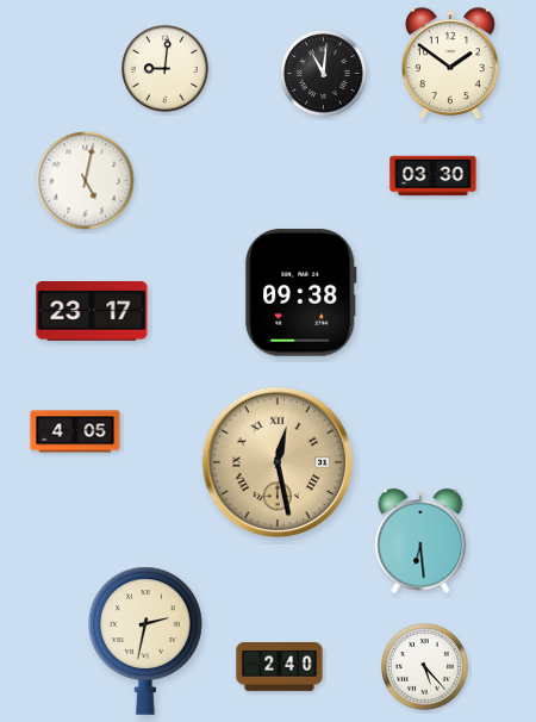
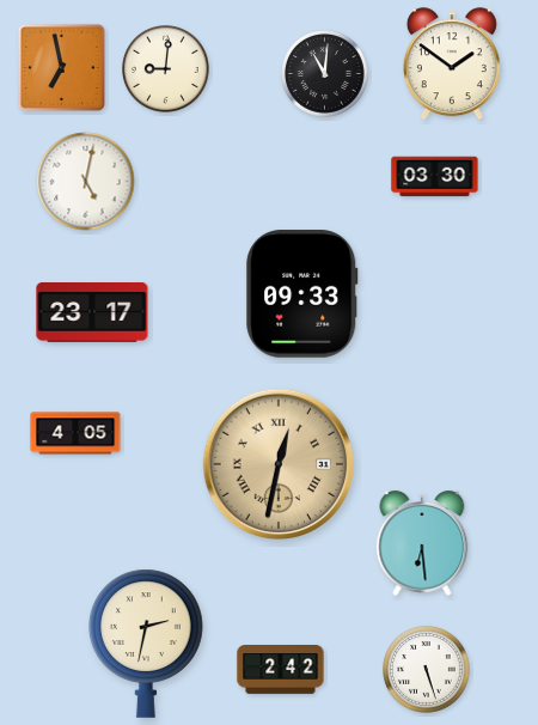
clock at (61, 67): none -> 6:58
clock at (301, 293): 09:38 -> 09:33
clock at (276, 461): 12:28 -> 12:32
clock at (280, 667): 2:40 -> 2:42
clock at (425, 667): 5:23 -> 5:27
